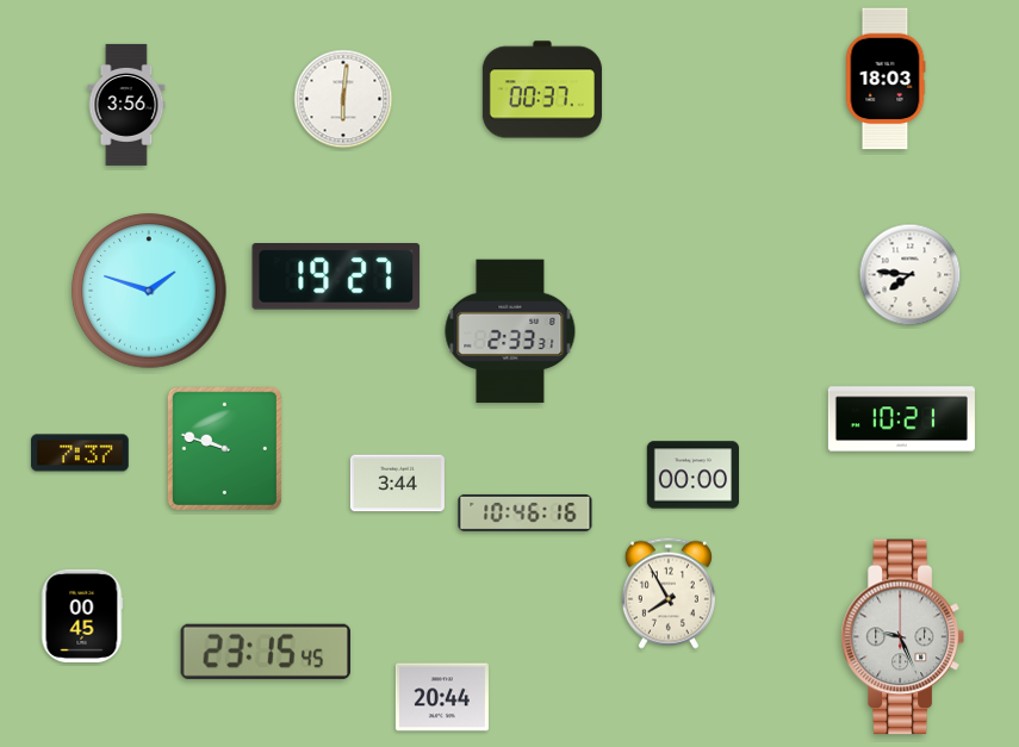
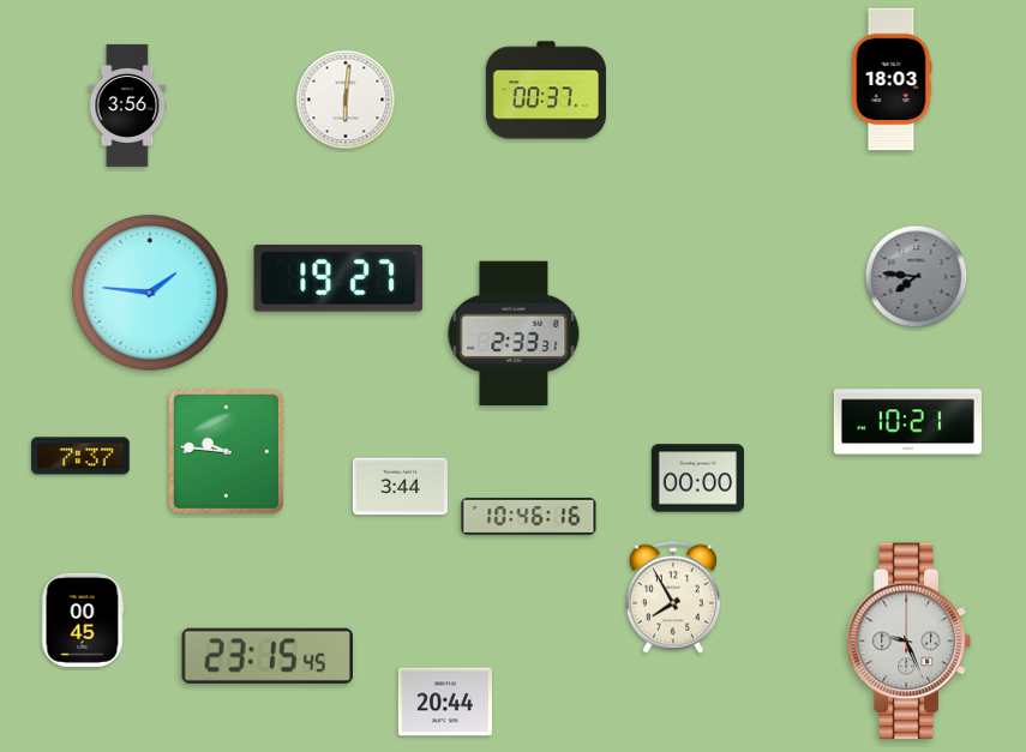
clock at (911, 275) dial: white -> grey
clock at (149, 291): 1:48 -> 1:46
clock at (224, 448): 9:48 -> 9:46
